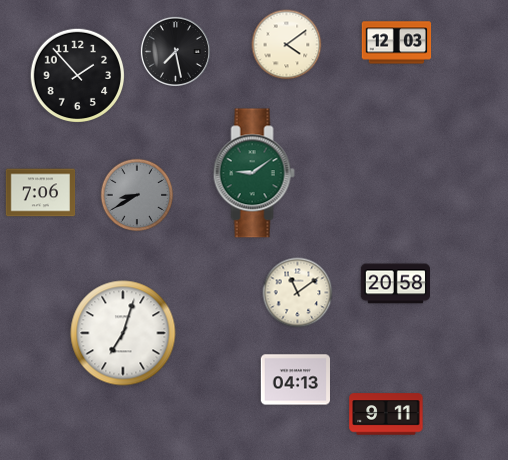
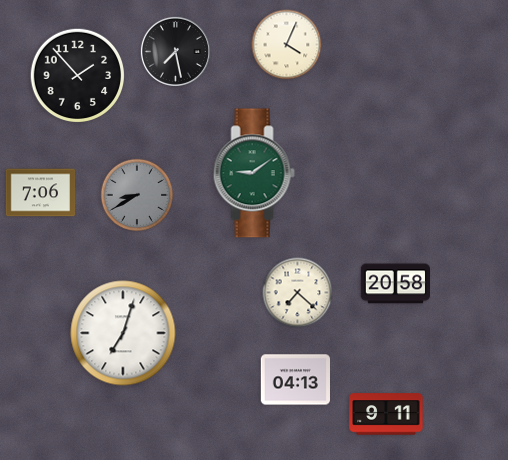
clock at (397, 43): 12:03 -> none
clock at (287, 45): 4:09 -> 4:04
clock at (298, 293): 11:09 -> 7:22
